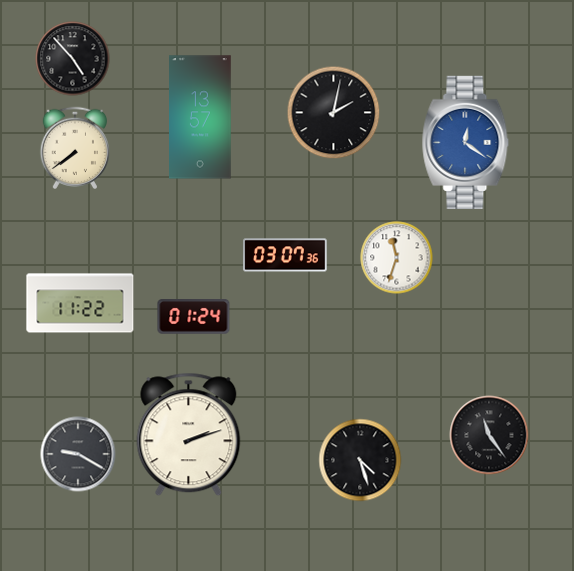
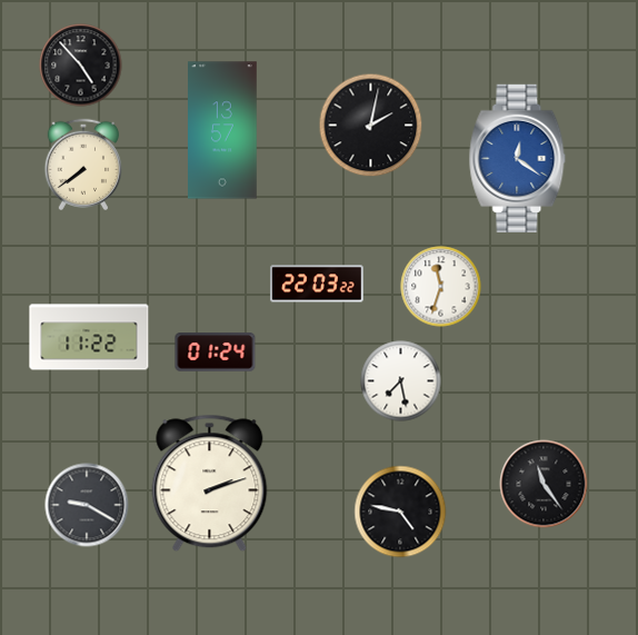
clock at (285, 255): 03:07 -> 22:03
clock at (401, 381): none -> 7:28
clock at (360, 460): 4:27 -> 4:47
